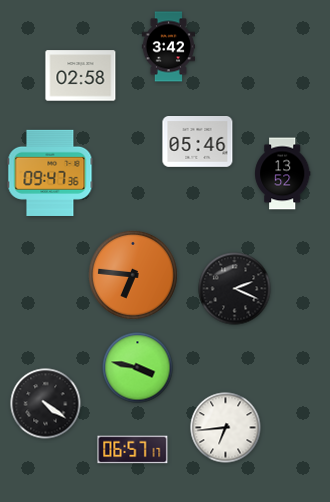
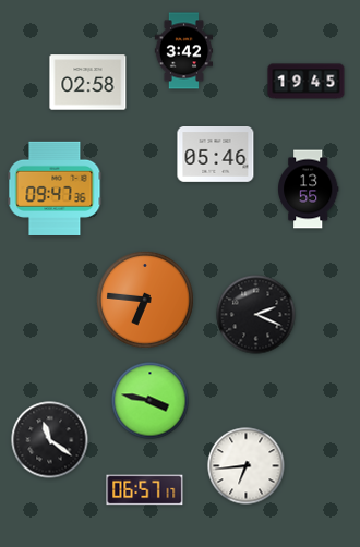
clock at (307, 82): none -> 19:45
clock at (283, 174): 13:52 -> 13:55
clock at (46, 404): 4:21 -> 11:21
